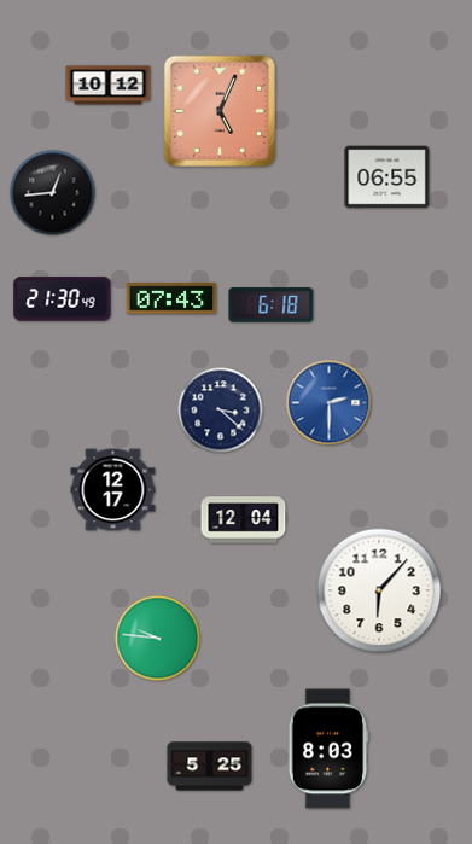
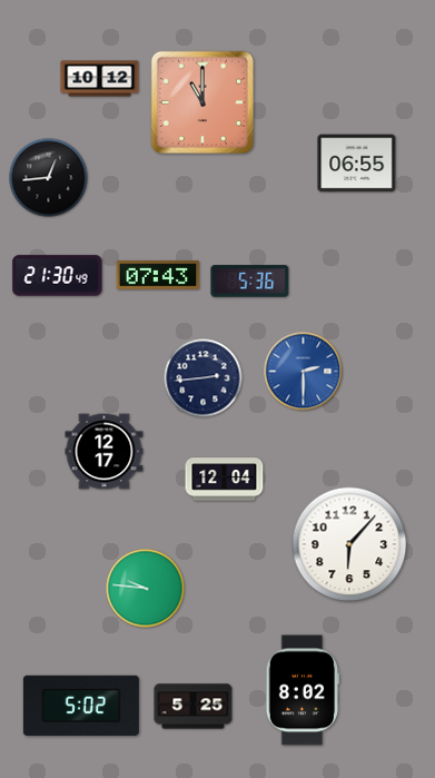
clock at (220, 111): 5:04 -> 11:00
clock at (272, 305): 6:18 -> 5:36
clock at (221, 411): 3:22 -> 2:44
clock at (328, 749): 8:03 -> 8:02
clock at (81, 706): none -> 5:02
